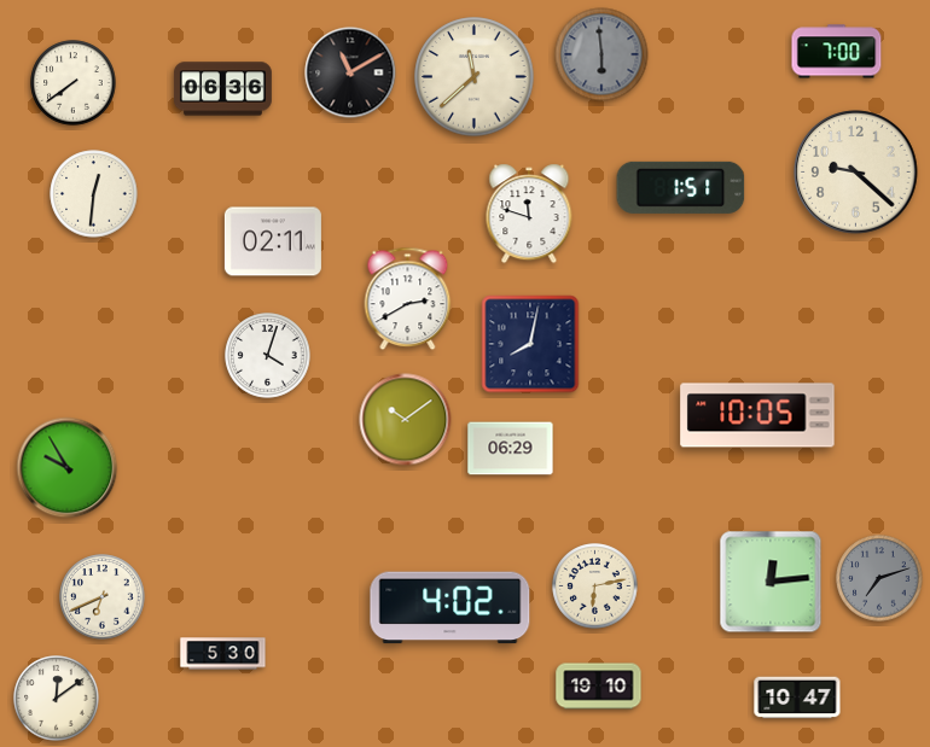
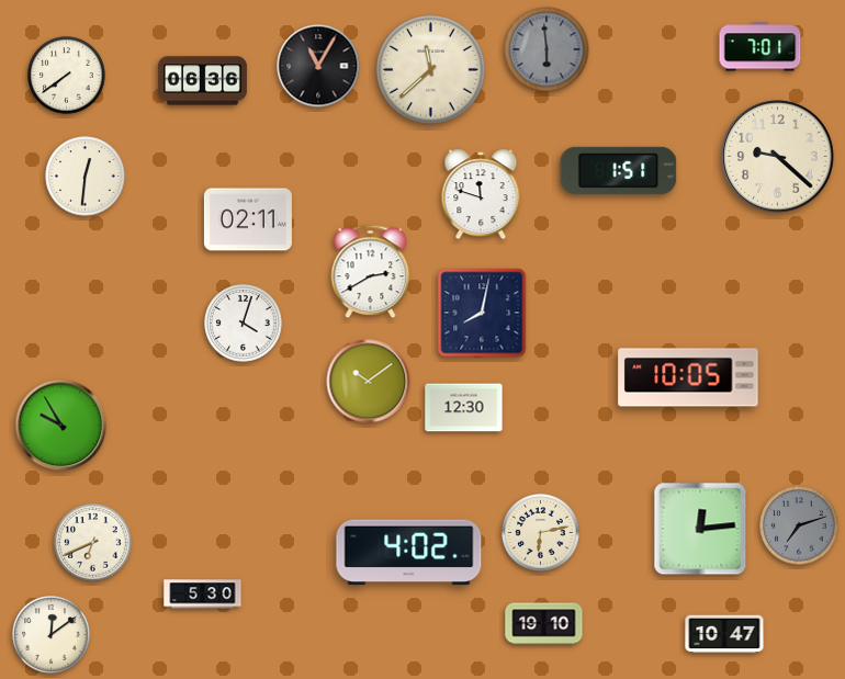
clock at (837, 52): 7:00 -> 7:01
clock at (350, 72): 11:10 -> 11:05
clock at (511, 449): 06:29 -> 12:30
